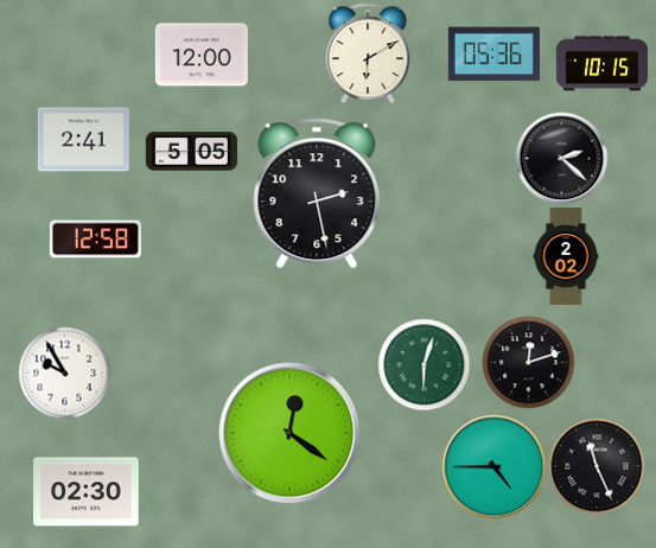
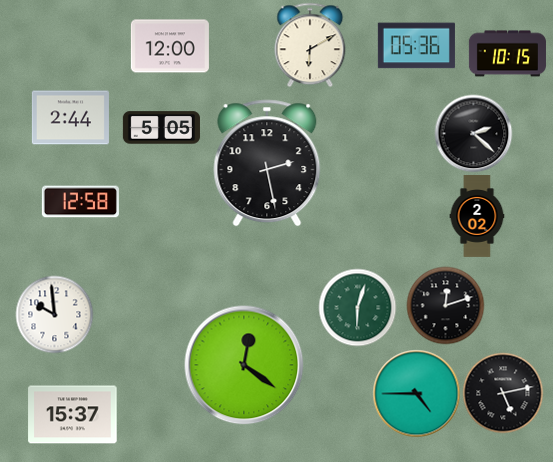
clock at (83, 140): 2:41 -> 2:44
clock at (64, 372): 9:55 -> 9:59
clock at (597, 466): 11:26 -> 5:13
clock at (87, 492): 02:30 -> 15:37
